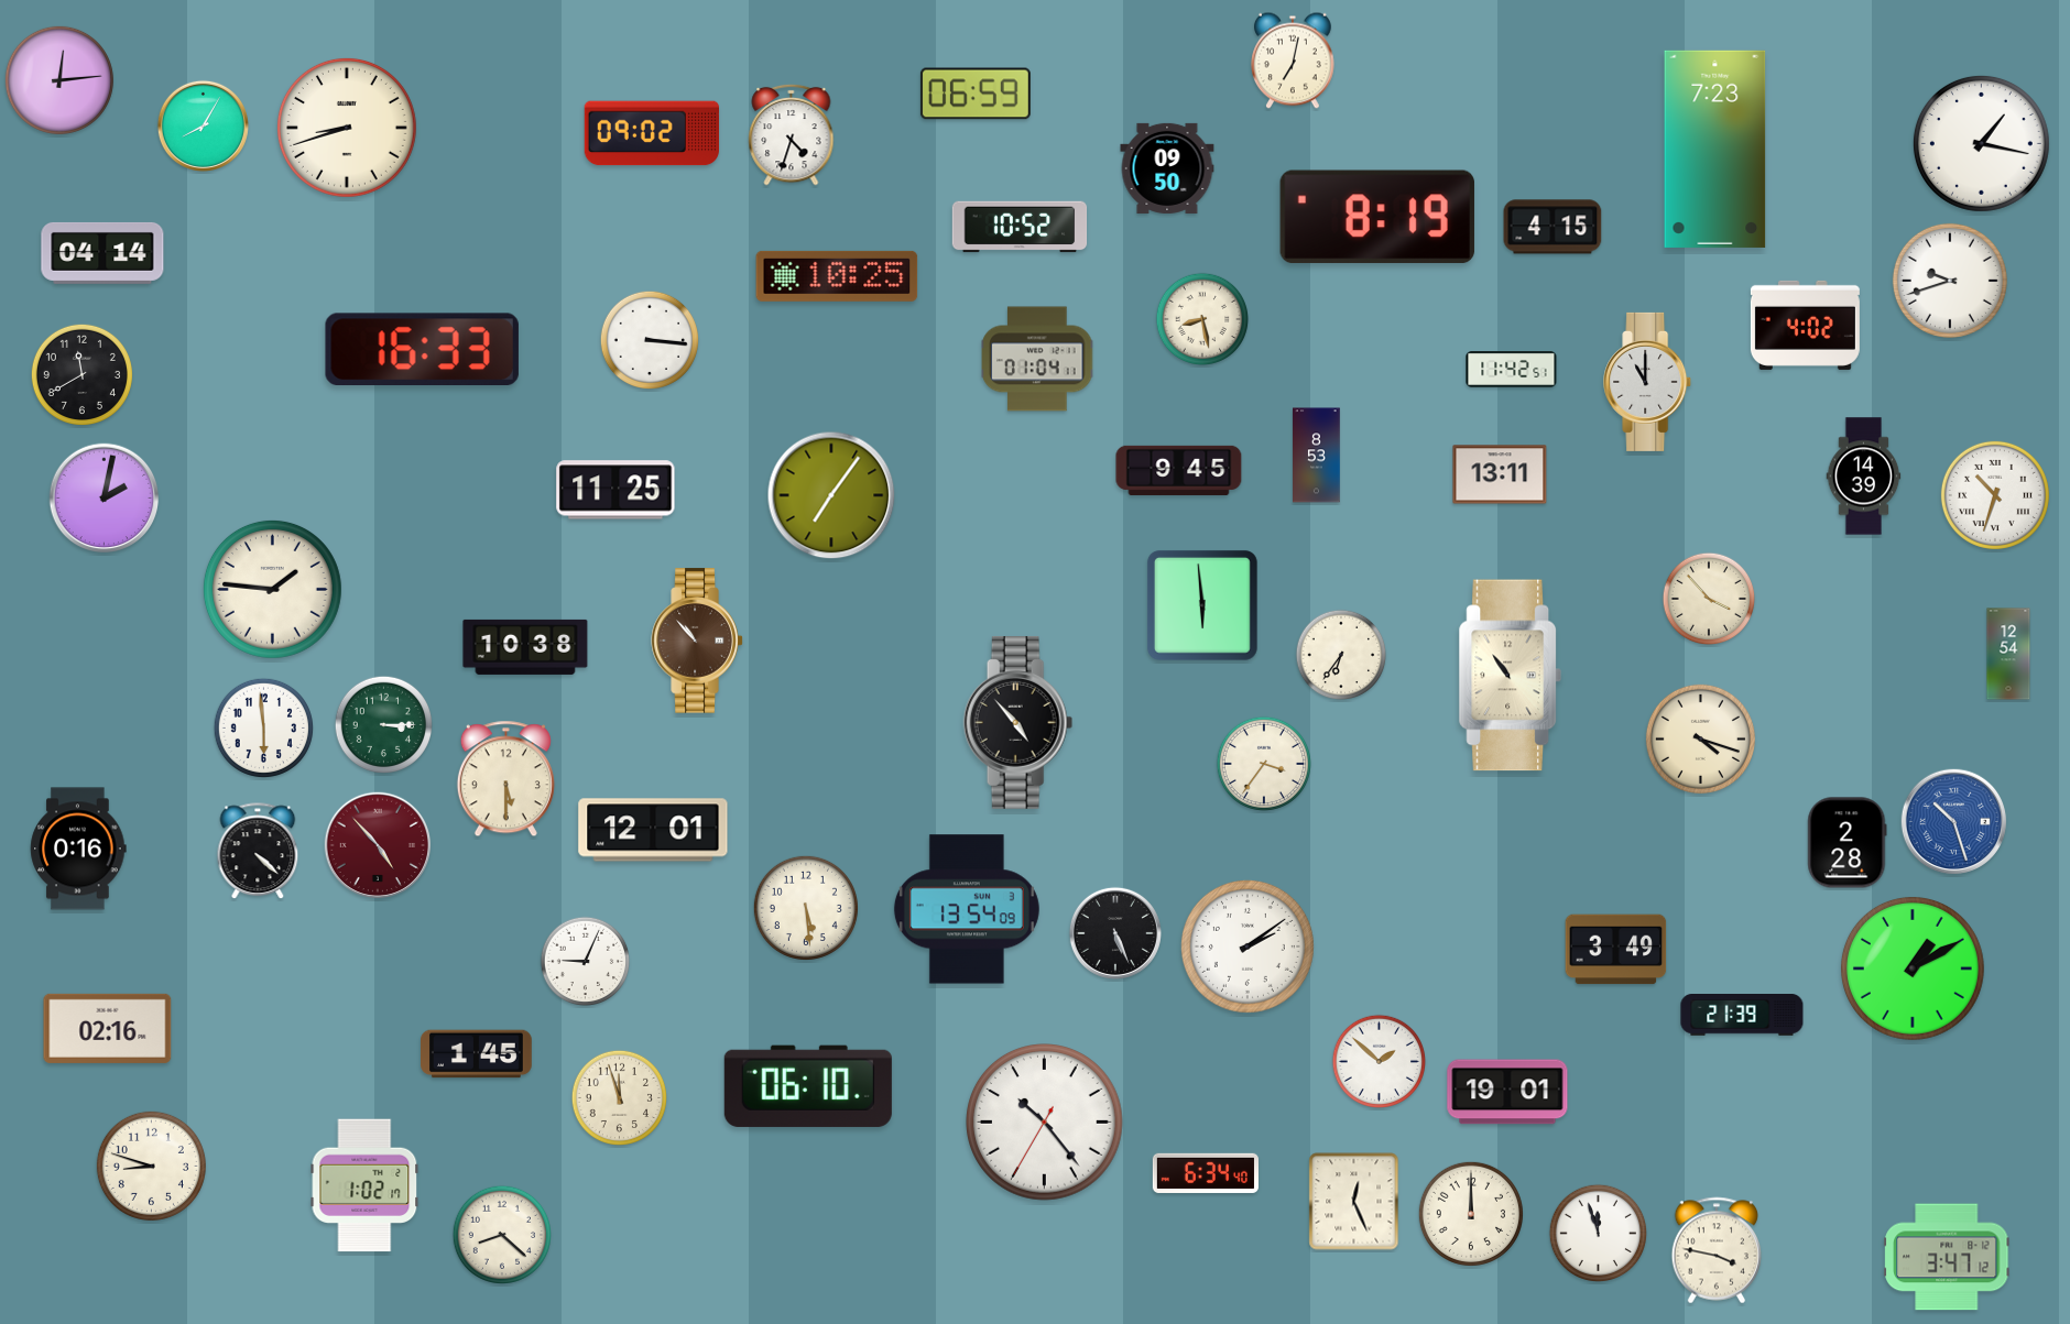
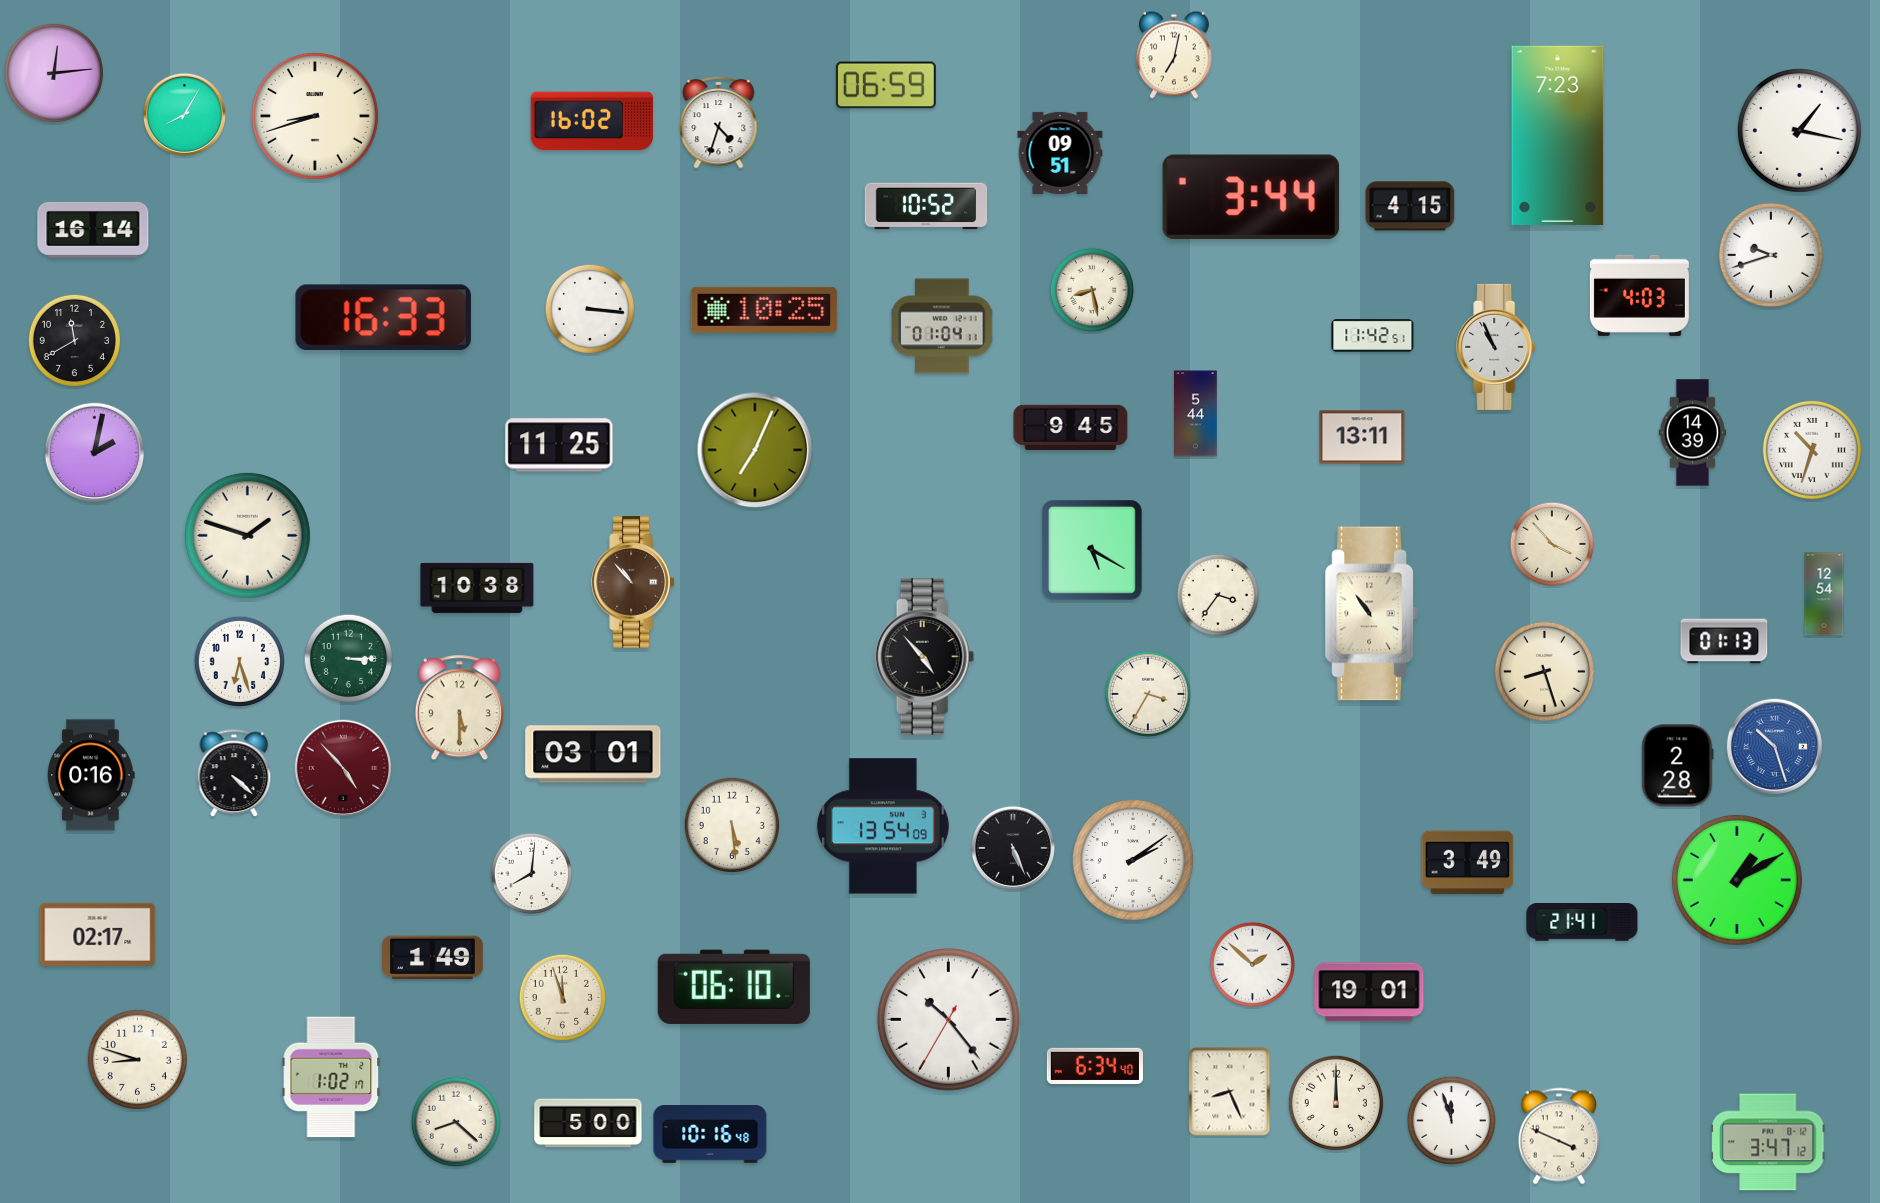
clock at (651, 133): 09:02 -> 16:02
clock at (1167, 168): 09:50 -> 09:51
clock at (1377, 217): 8:19 -> 3:44
clock at (102, 253): 04:14 -> 16:14
clock at (837, 276) position: (837, 276) -> (764, 310)
clock at (1805, 325): 4:02 -> 4:03
clock at (1648, 382): 11:00 -> 10:56
clock at (1317, 456): 8:53 -> 5:44
clock at (1500, 474) position: (1500, 474) -> (1362, 437)
clock at (831, 495): 7:06 -> 7:04
clock at (272, 589): 1:46 -> 1:48
clock at (1202, 605): 5:59 -> 5:20
clock at (1341, 655): 6:36 -> 3:36
clock at (1724, 641): none -> 01:13
clock at (263, 727): 5:59 -> 6:27
clock at (1700, 738): 4:18 -> 8:27
clock at (1263, 763): 3:36 -> 3:35
clock at (653, 830): 12:01 -> 03:01
clock at (78, 849) position: (78, 849) -> (91, 775)
clock at (967, 909) position: (967, 909) -> (883, 826)
clock at (586, 962): 9:04 -> 8:01
clock at (1742, 1016): 21:39 -> 21:41
clock at (108, 1028): 02:16 -> 02:17
clock at (477, 1054): 1:45 -> 1:49
clock at (1354, 1202): 12:26 -> 8:26
clock at (588, 1123): none -> 5:00
clock at (710, 1135): none -> 10:16
clock at (1717, 1250): 3:47 -> 3:49
